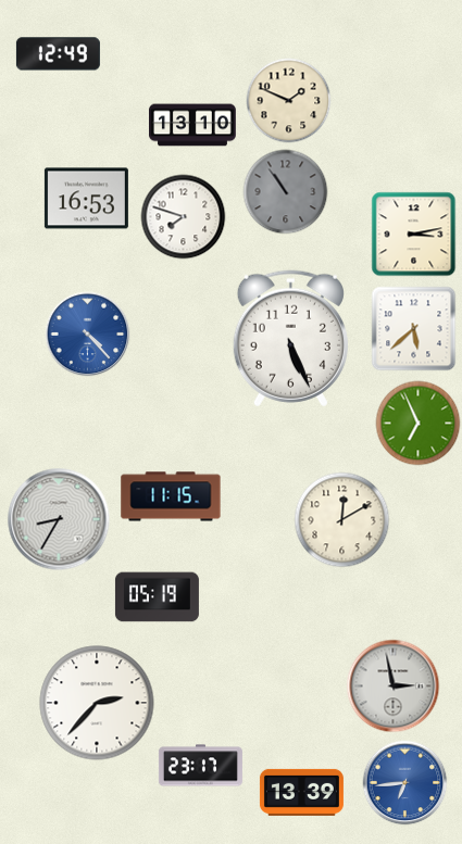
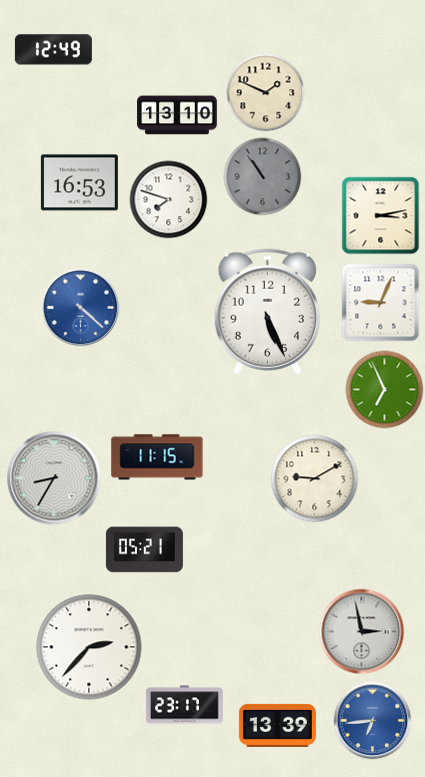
clock at (413, 328): 5:38 -> 9:04
clock at (87, 333): 4:23 -> 4:22
clock at (341, 519): 12:10 -> 9:10
clock at (157, 597): 05:19 -> 05:21
clock at (301, 792) position: (301, 792) -> (277, 725)
